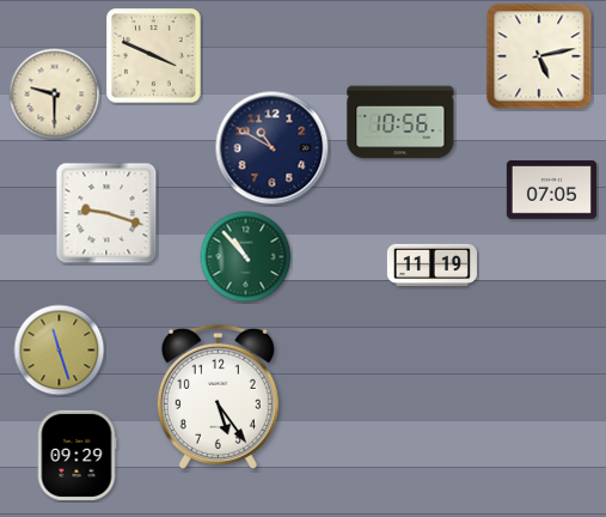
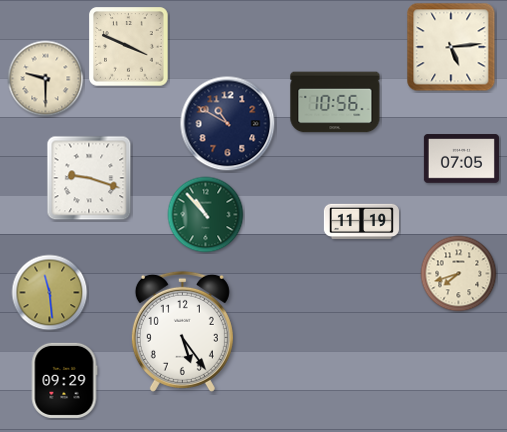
clock at (539, 56): 5:13 -> 5:14
clock at (459, 274): none -> 7:42
clock at (60, 351): 11:27 -> 11:29
